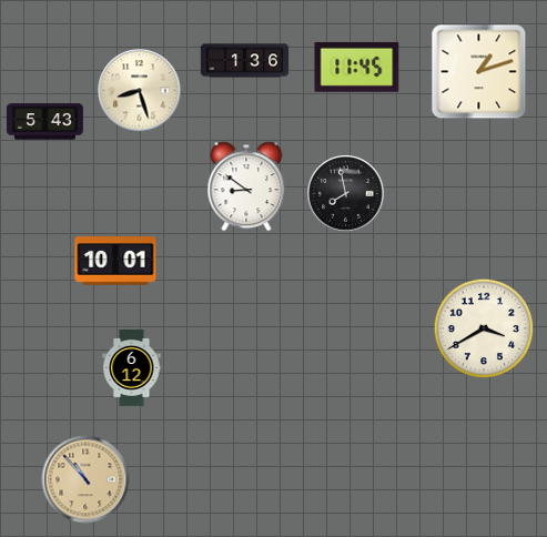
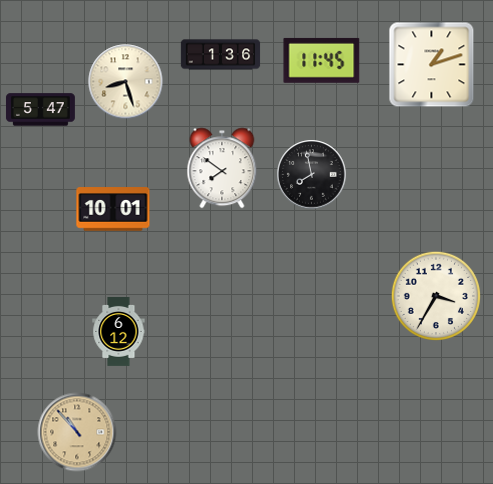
clock at (44, 122): 5:43 -> 5:47
clock at (246, 186): 8:51 -> 7:51
clock at (115, 261) position: (115, 261) -> (113, 209)
clock at (483, 327): 3:40 -> 3:35
